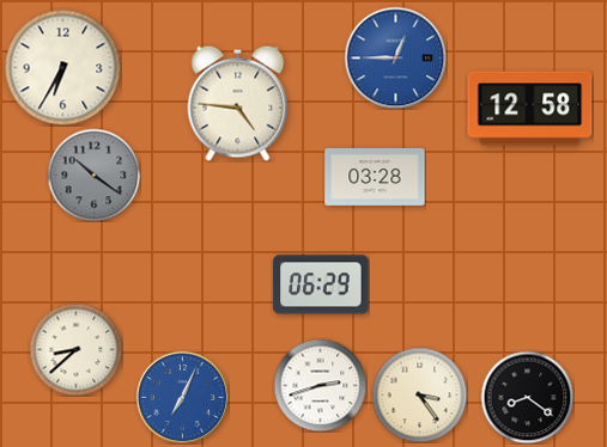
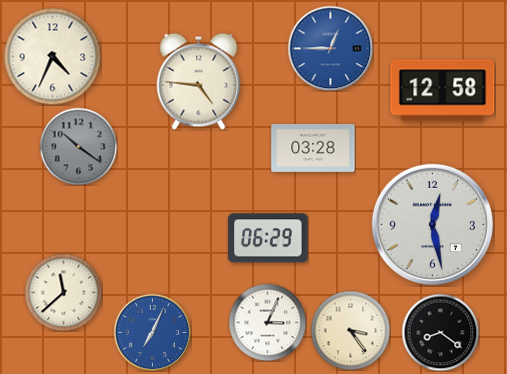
clock at (62, 67): 6:35 -> 4:34
clock at (238, 103) position: (238, 103) -> (199, 81)
clock at (432, 224): none -> 12:28
clock at (75, 349): 8:38 -> 11:38
clock at (320, 385): 2:42 -> 3:04
